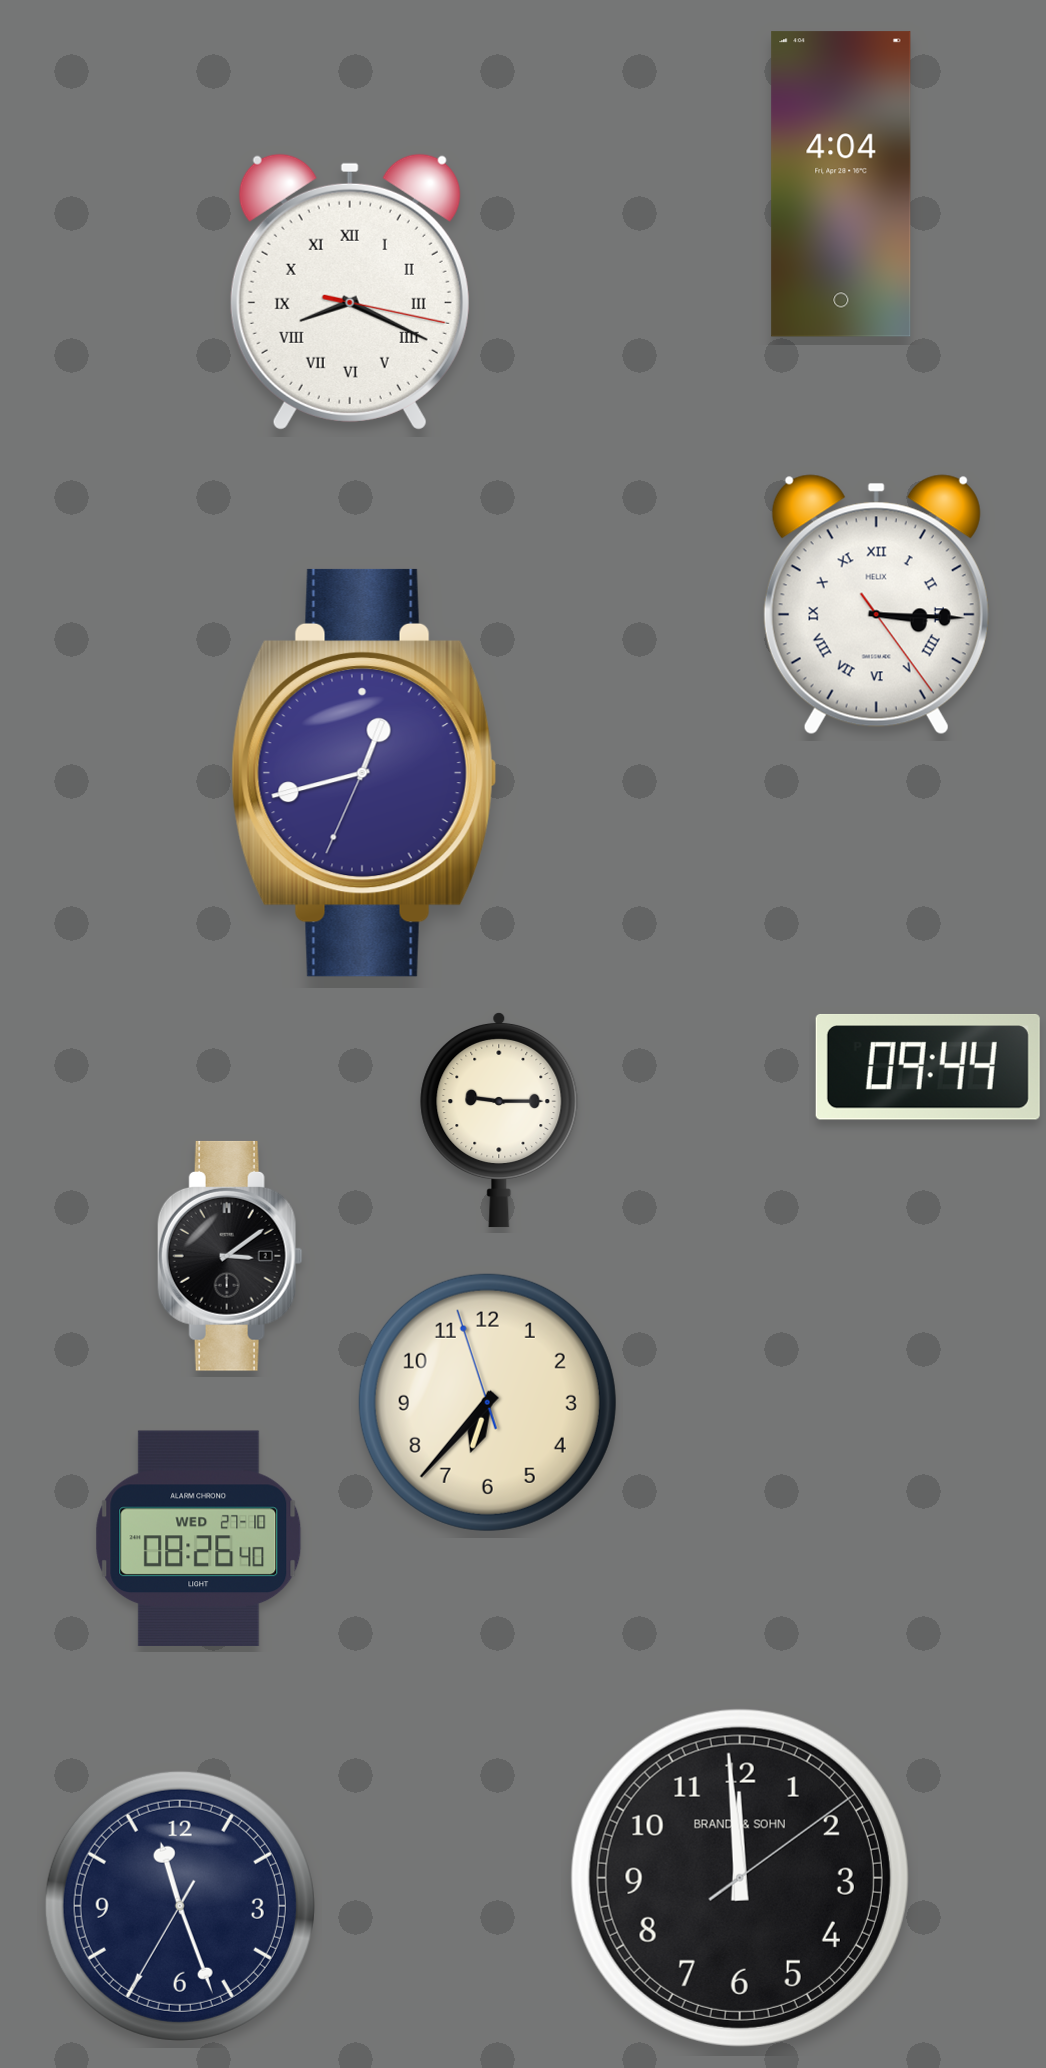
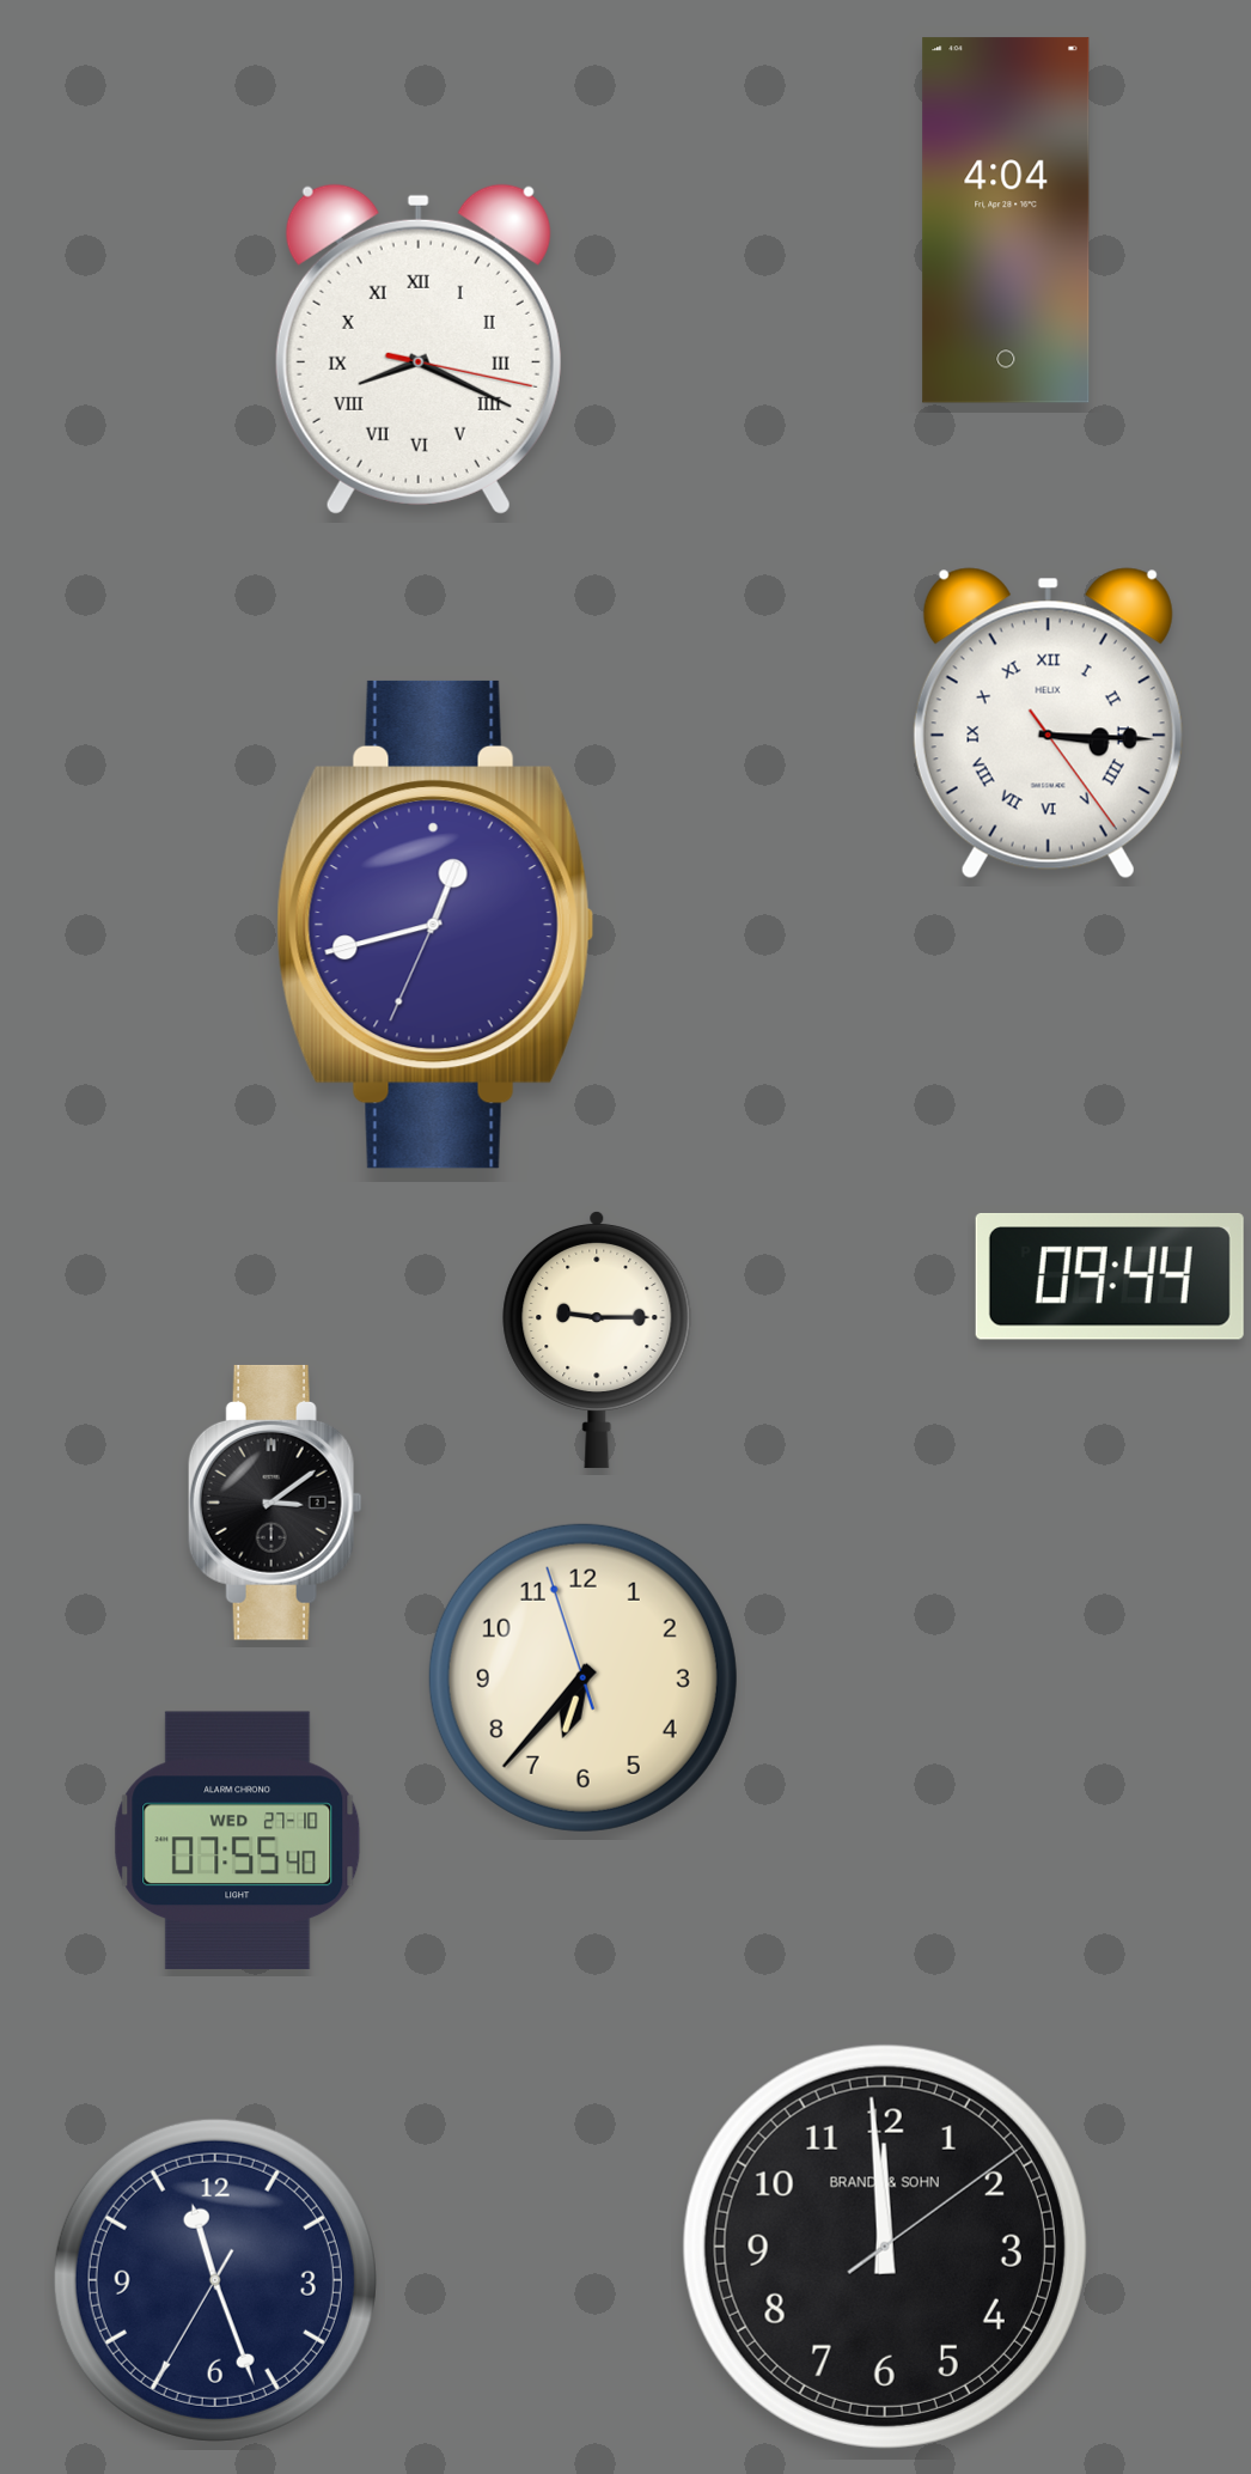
clock at (199, 1538): 08:26 -> 07:55
